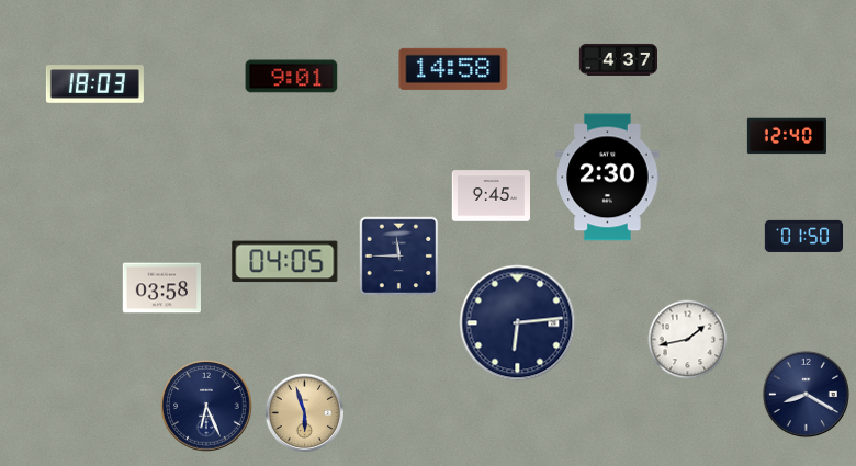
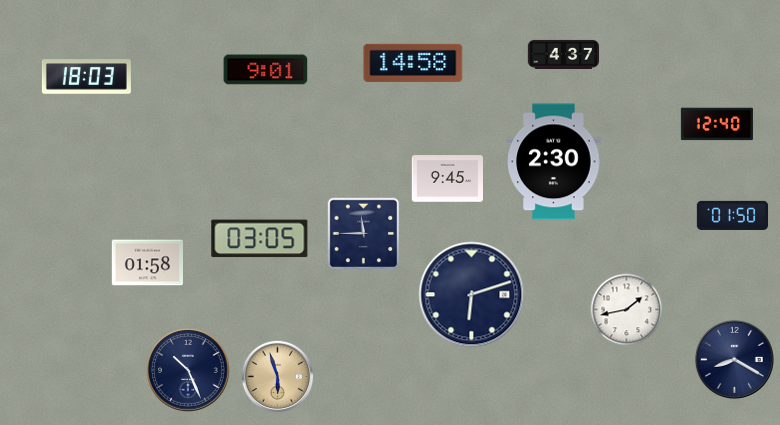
clock at (285, 262): 04:05 -> 03:05
clock at (161, 288): 03:58 -> 01:58
clock at (518, 323): 6:14 -> 6:12
clock at (206, 406): 6:26 -> 10:26
